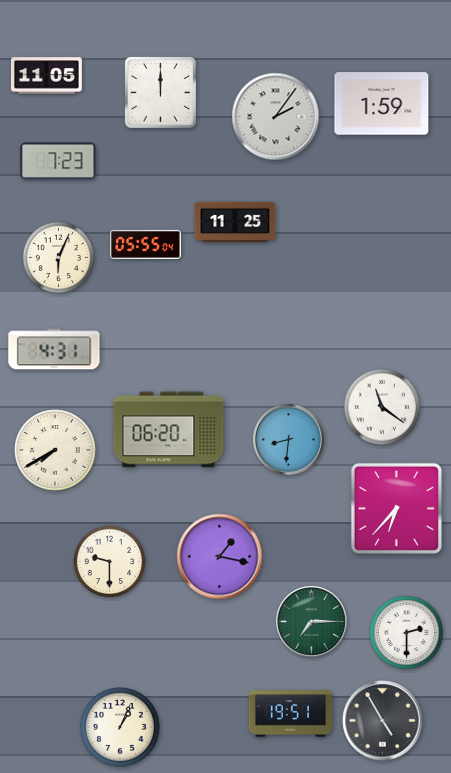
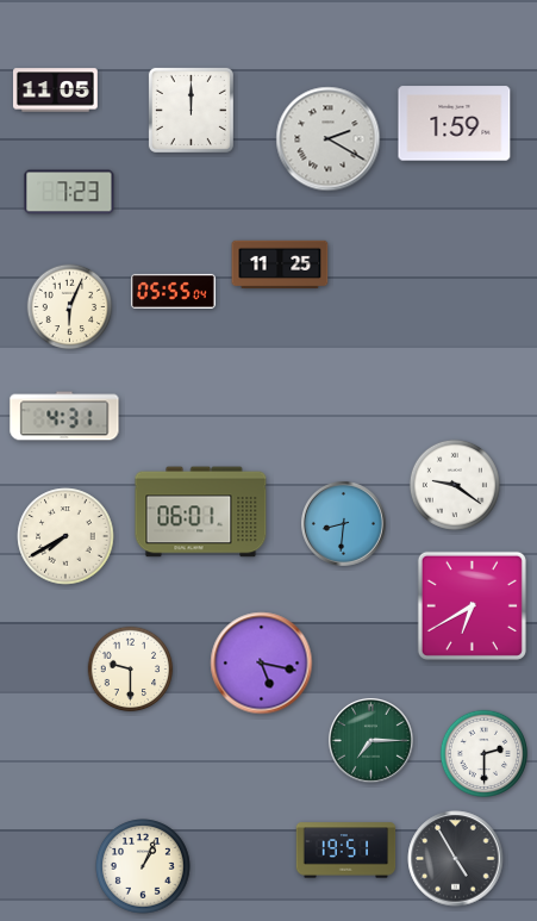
clock at (276, 117): 2:06 -> 2:20
clock at (382, 407): 11:21 -> 9:21
clock at (169, 430): 06:20 -> 06:01
clock at (396, 508): 6:37 -> 6:40
clock at (220, 557): 1:17 -> 5:17
